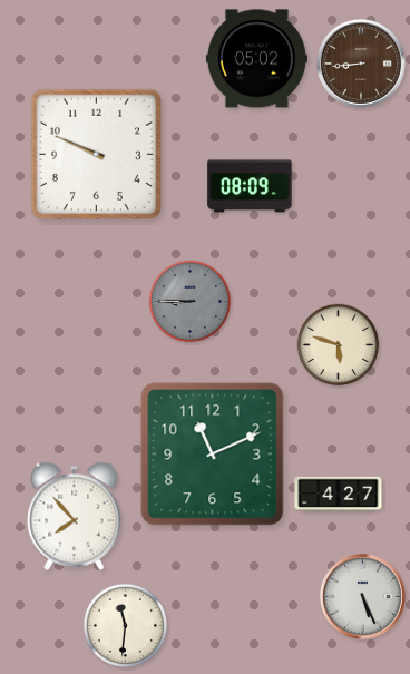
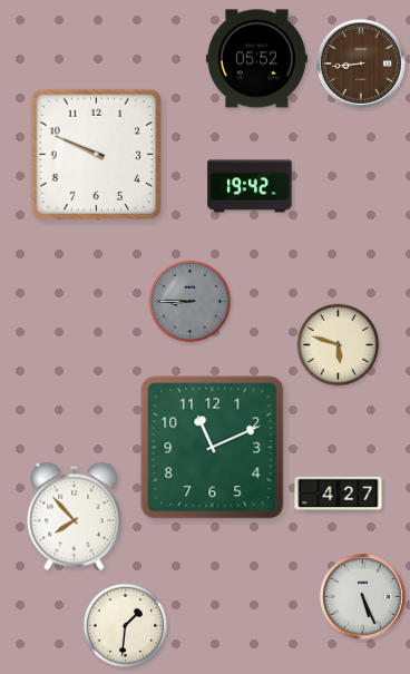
clock at (256, 59): 05:02 -> 05:52
clock at (250, 186): 08:09 -> 19:42
clock at (213, 455) position: (213, 455) -> (213, 448)
clock at (126, 626): 11:31 -> 1:31
